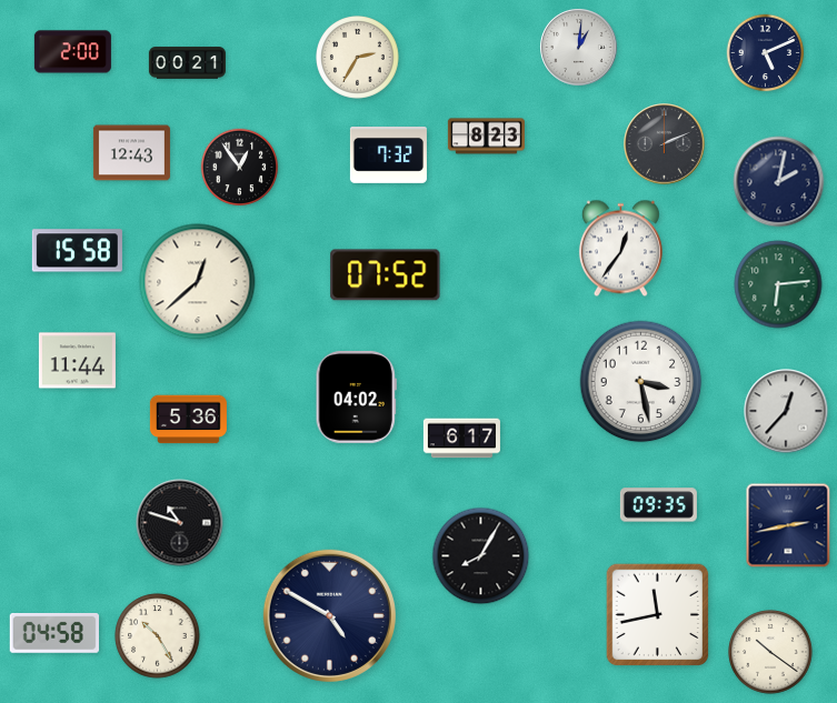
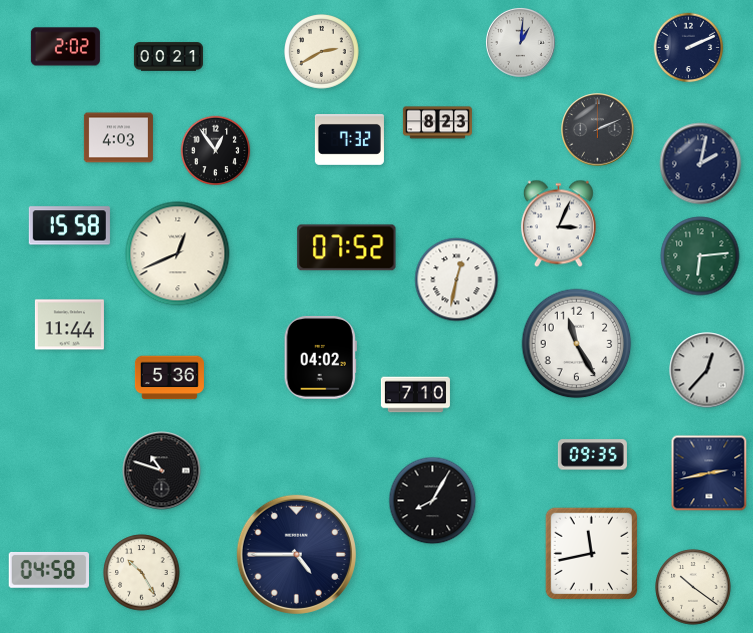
clock at (72, 52): 2:00 -> 2:02
clock at (766, 53): 5:11 -> 2:11
clock at (358, 58): 2:35 -> 2:40
clock at (131, 153): 12:43 -> 4:03
clock at (620, 249): 12:36 -> 3:04
clock at (198, 282): 12:38 -> 12:41
clock at (457, 280): none -> 12:32
clock at (641, 382): 3:28 -> 11:25
clock at (461, 439): 6:17 -> 7:10
clock at (329, 615): 4:50 -> 4:45
